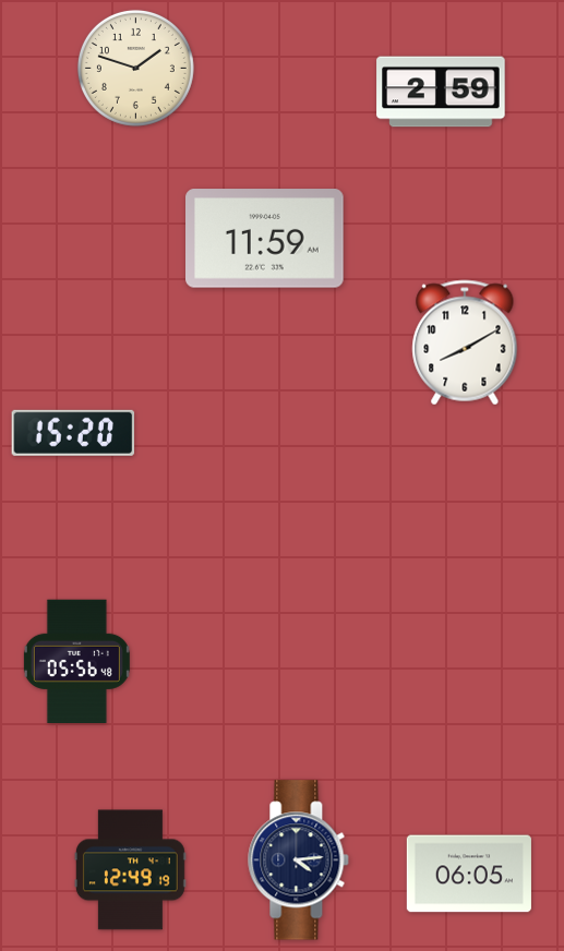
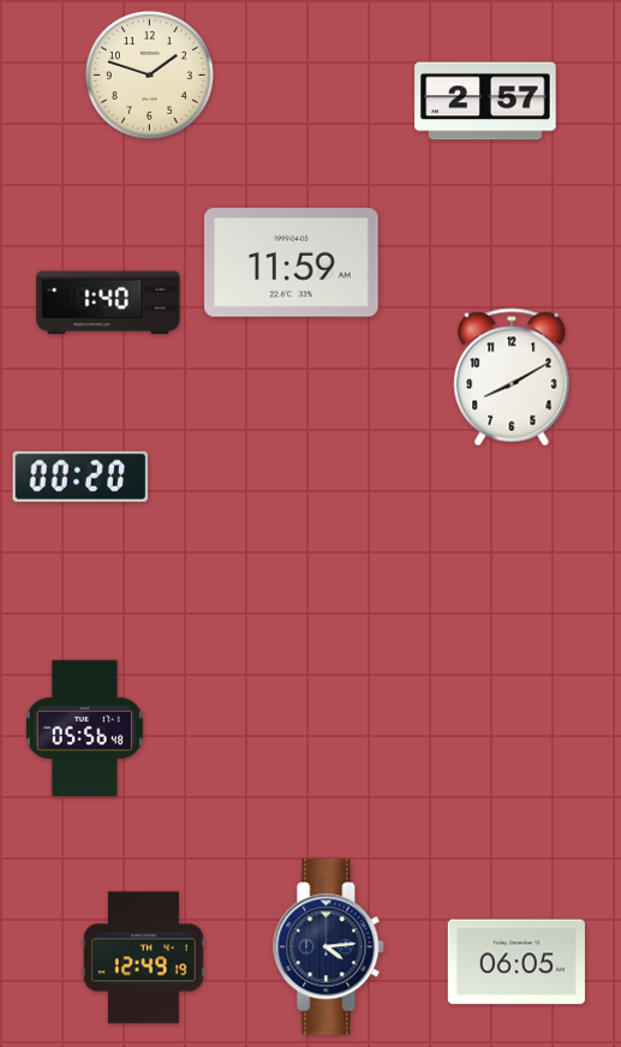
clock at (441, 92): 2:59 -> 2:57
clock at (108, 303): none -> 1:40
clock at (73, 433): 15:20 -> 00:20
